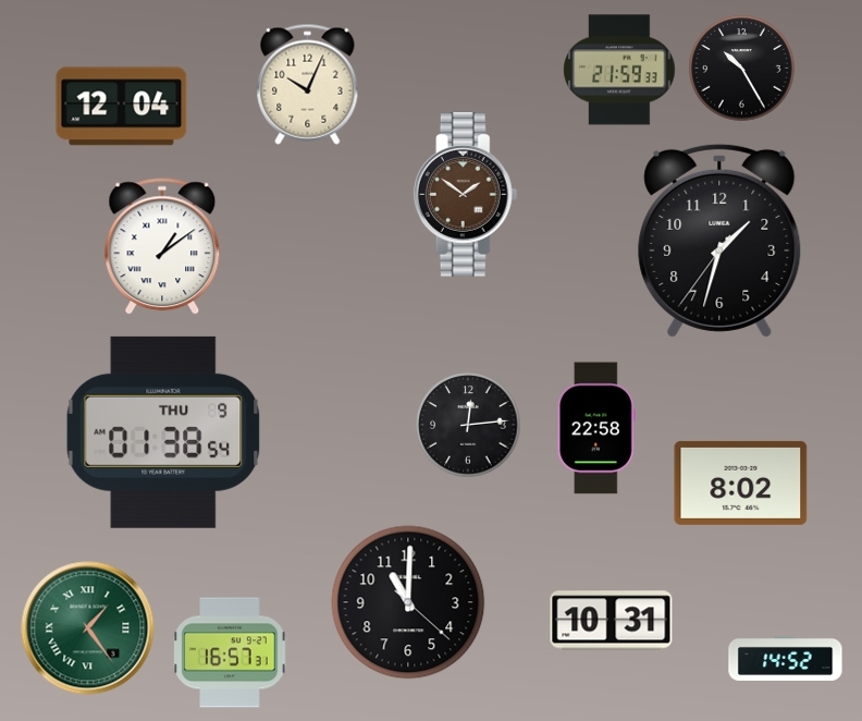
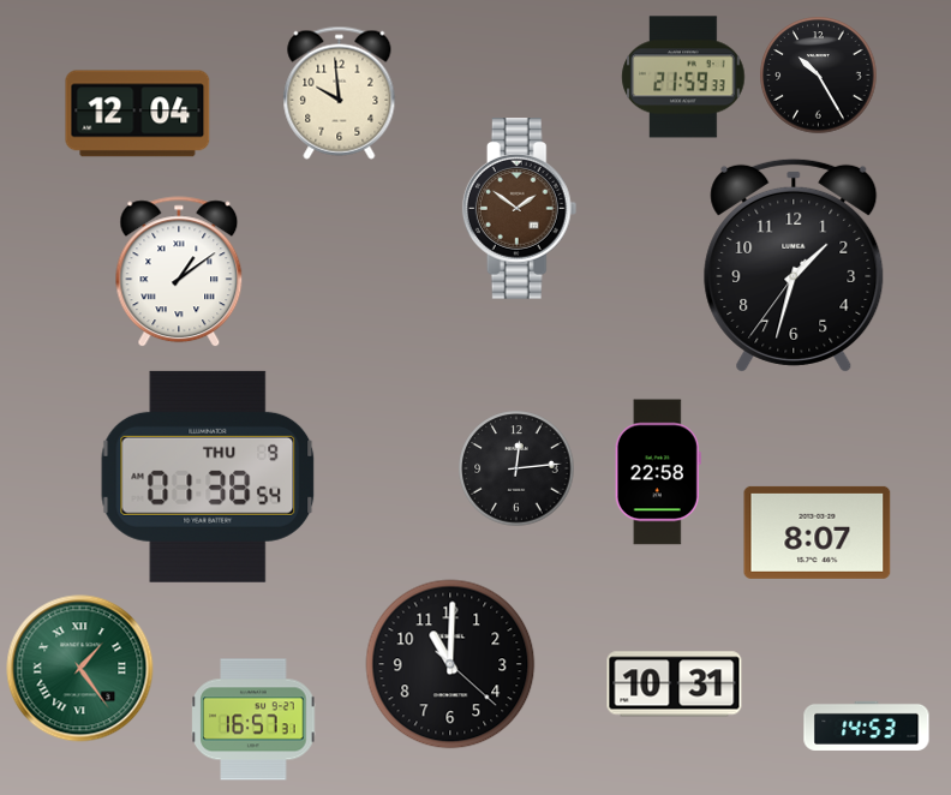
clock at (308, 84): 10:04 -> 9:59
clock at (122, 107) position: (122, 107) -> (138, 114)
clock at (466, 195) position: (466, 195) -> (520, 209)
clock at (163, 432) position: (163, 432) -> (208, 477)
clock at (741, 482): 8:02 -> 8:07
clock at (88, 628) position: (88, 628) -> (80, 669)
clock at (786, 658): 14:52 -> 14:53
